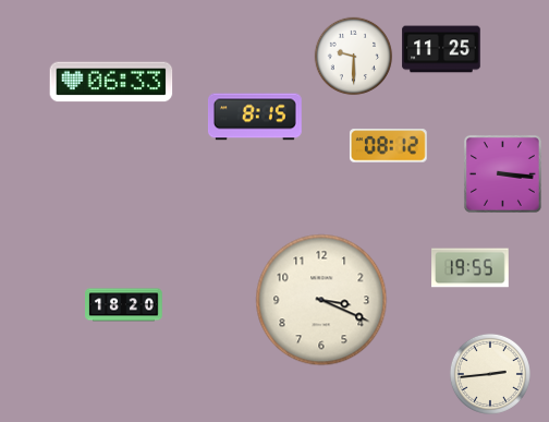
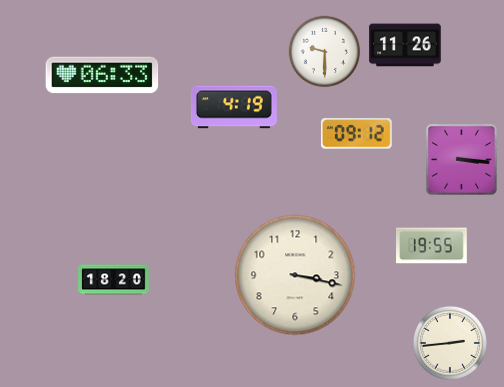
clock at (441, 49): 11:25 -> 11:26
clock at (255, 117): 8:15 -> 4:19
clock at (388, 146): 08:12 -> 09:12
clock at (321, 300): 3:19 -> 3:17
